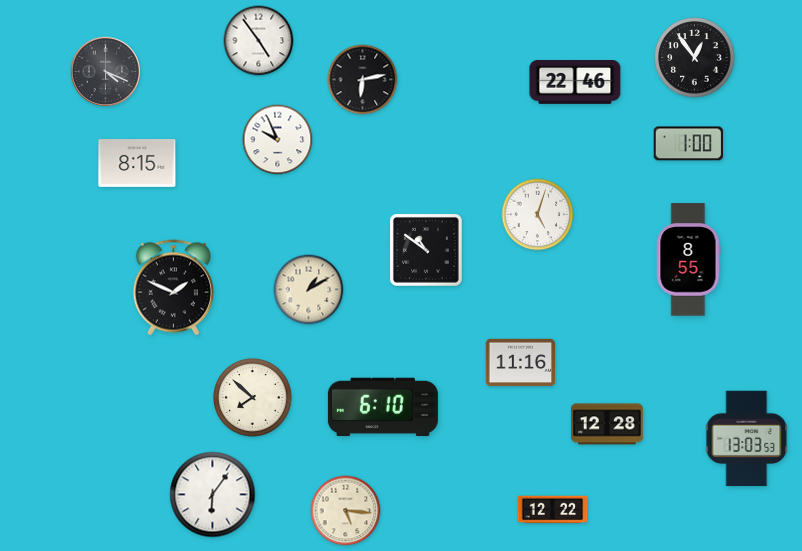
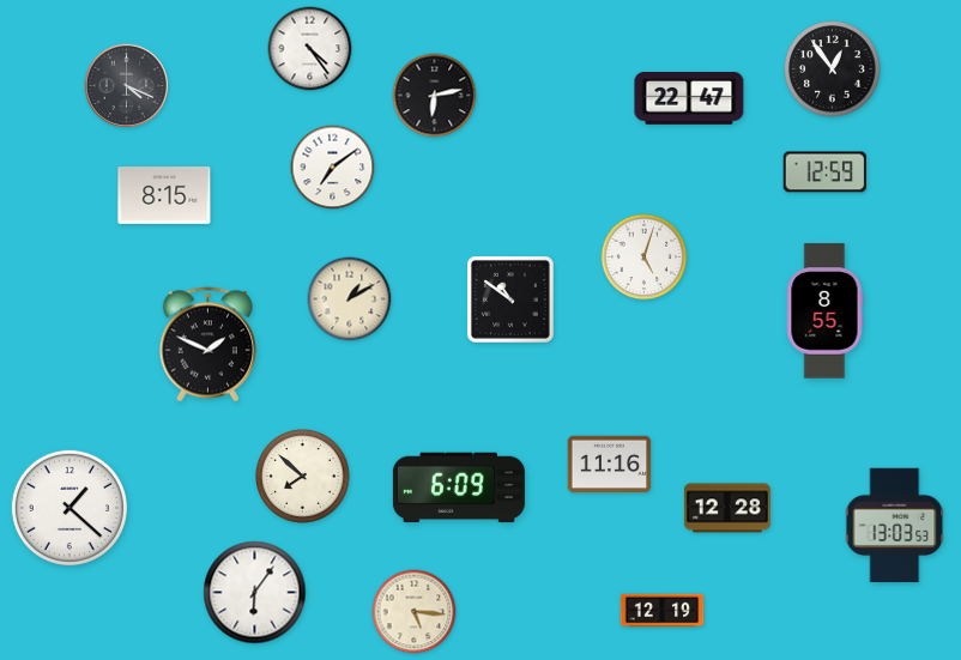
clock at (259, 41): 4:54 -> 4:24
clock at (575, 83): 22:46 -> 22:47
clock at (278, 140): 9:56 -> 7:09
clock at (689, 144): 1:00 -> 12:59
clock at (309, 290) position: (309, 290) -> (350, 299)
clock at (521, 363) position: (521, 363) -> (610, 465)
clock at (383, 407): 6:10 -> 6:09
clock at (69, 508): none -> 1:22
clock at (553, 510): 12:22 -> 12:19
